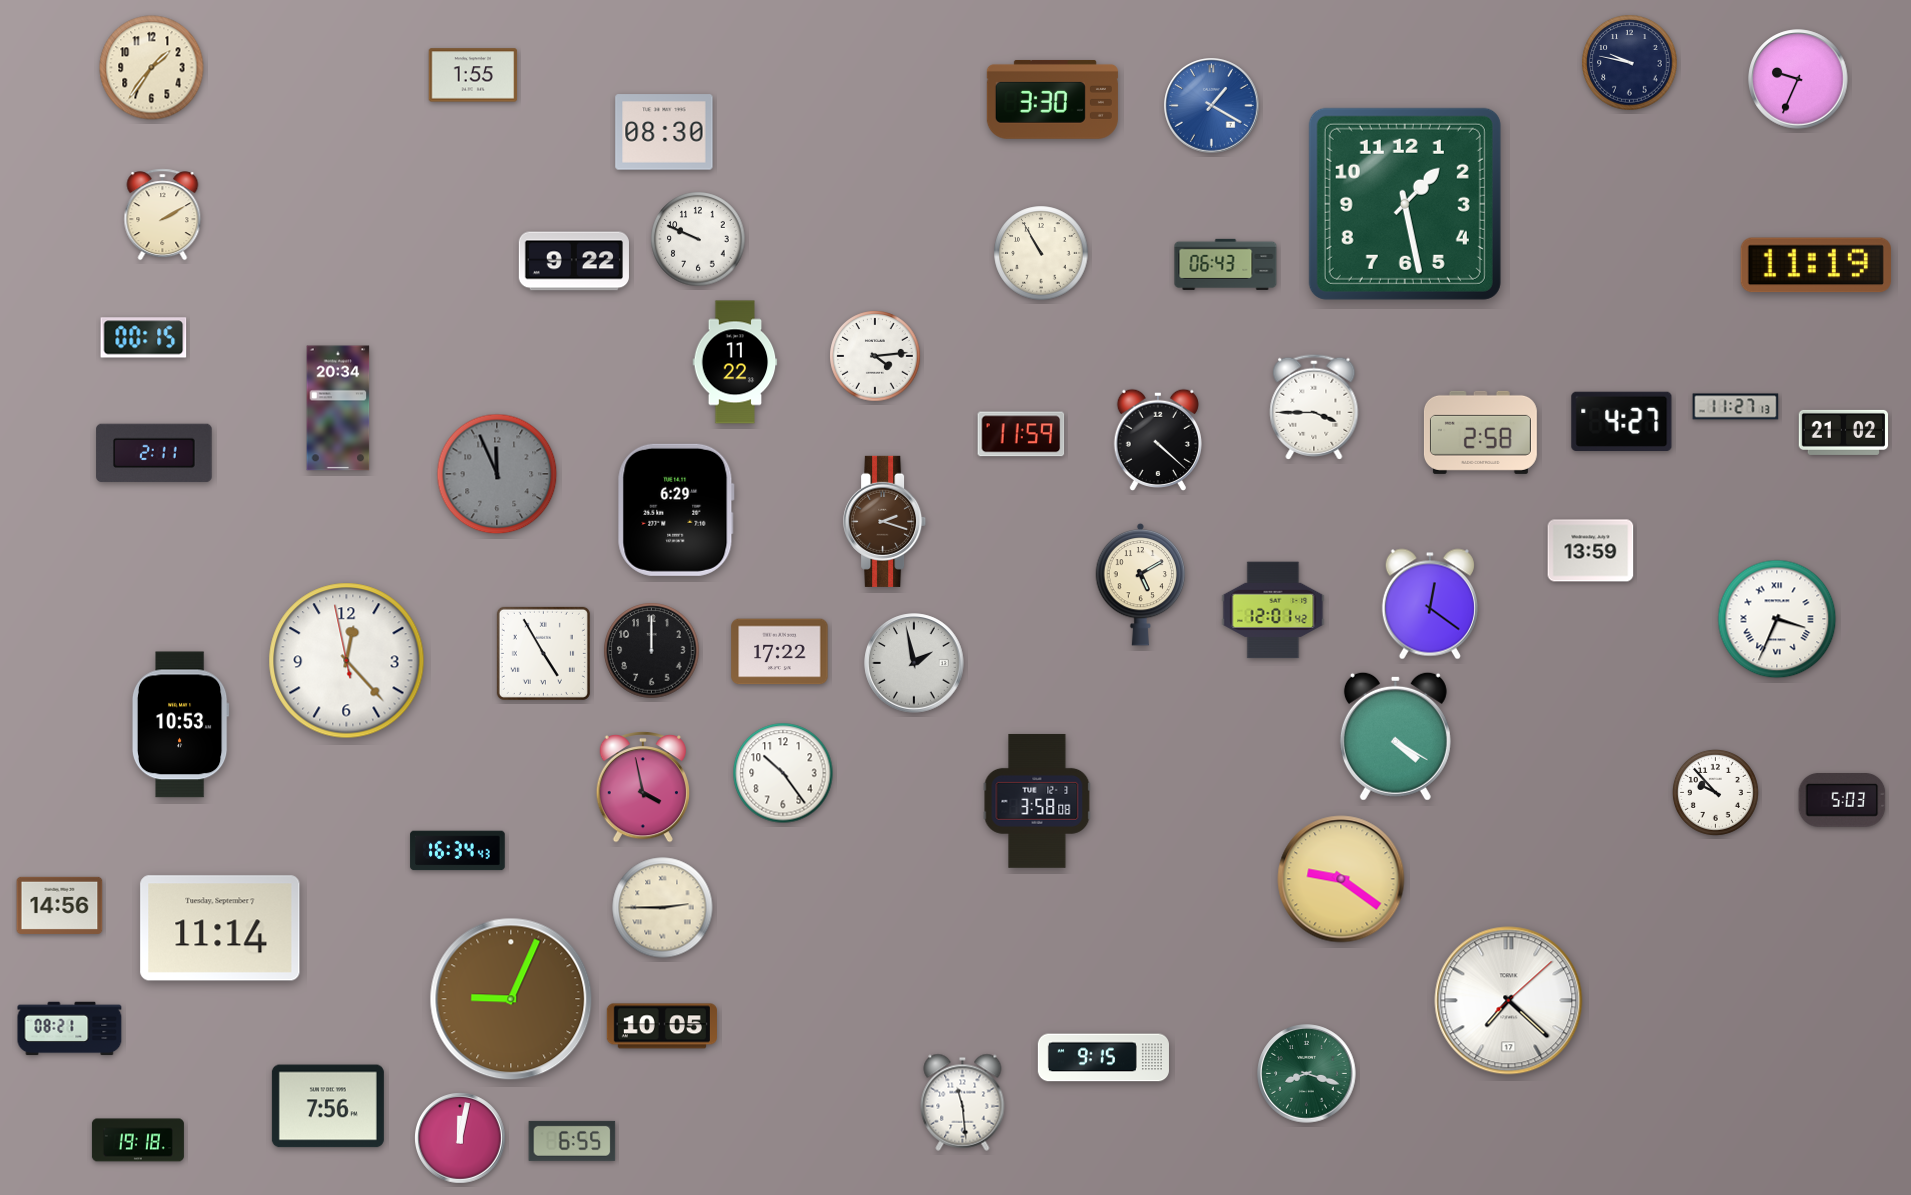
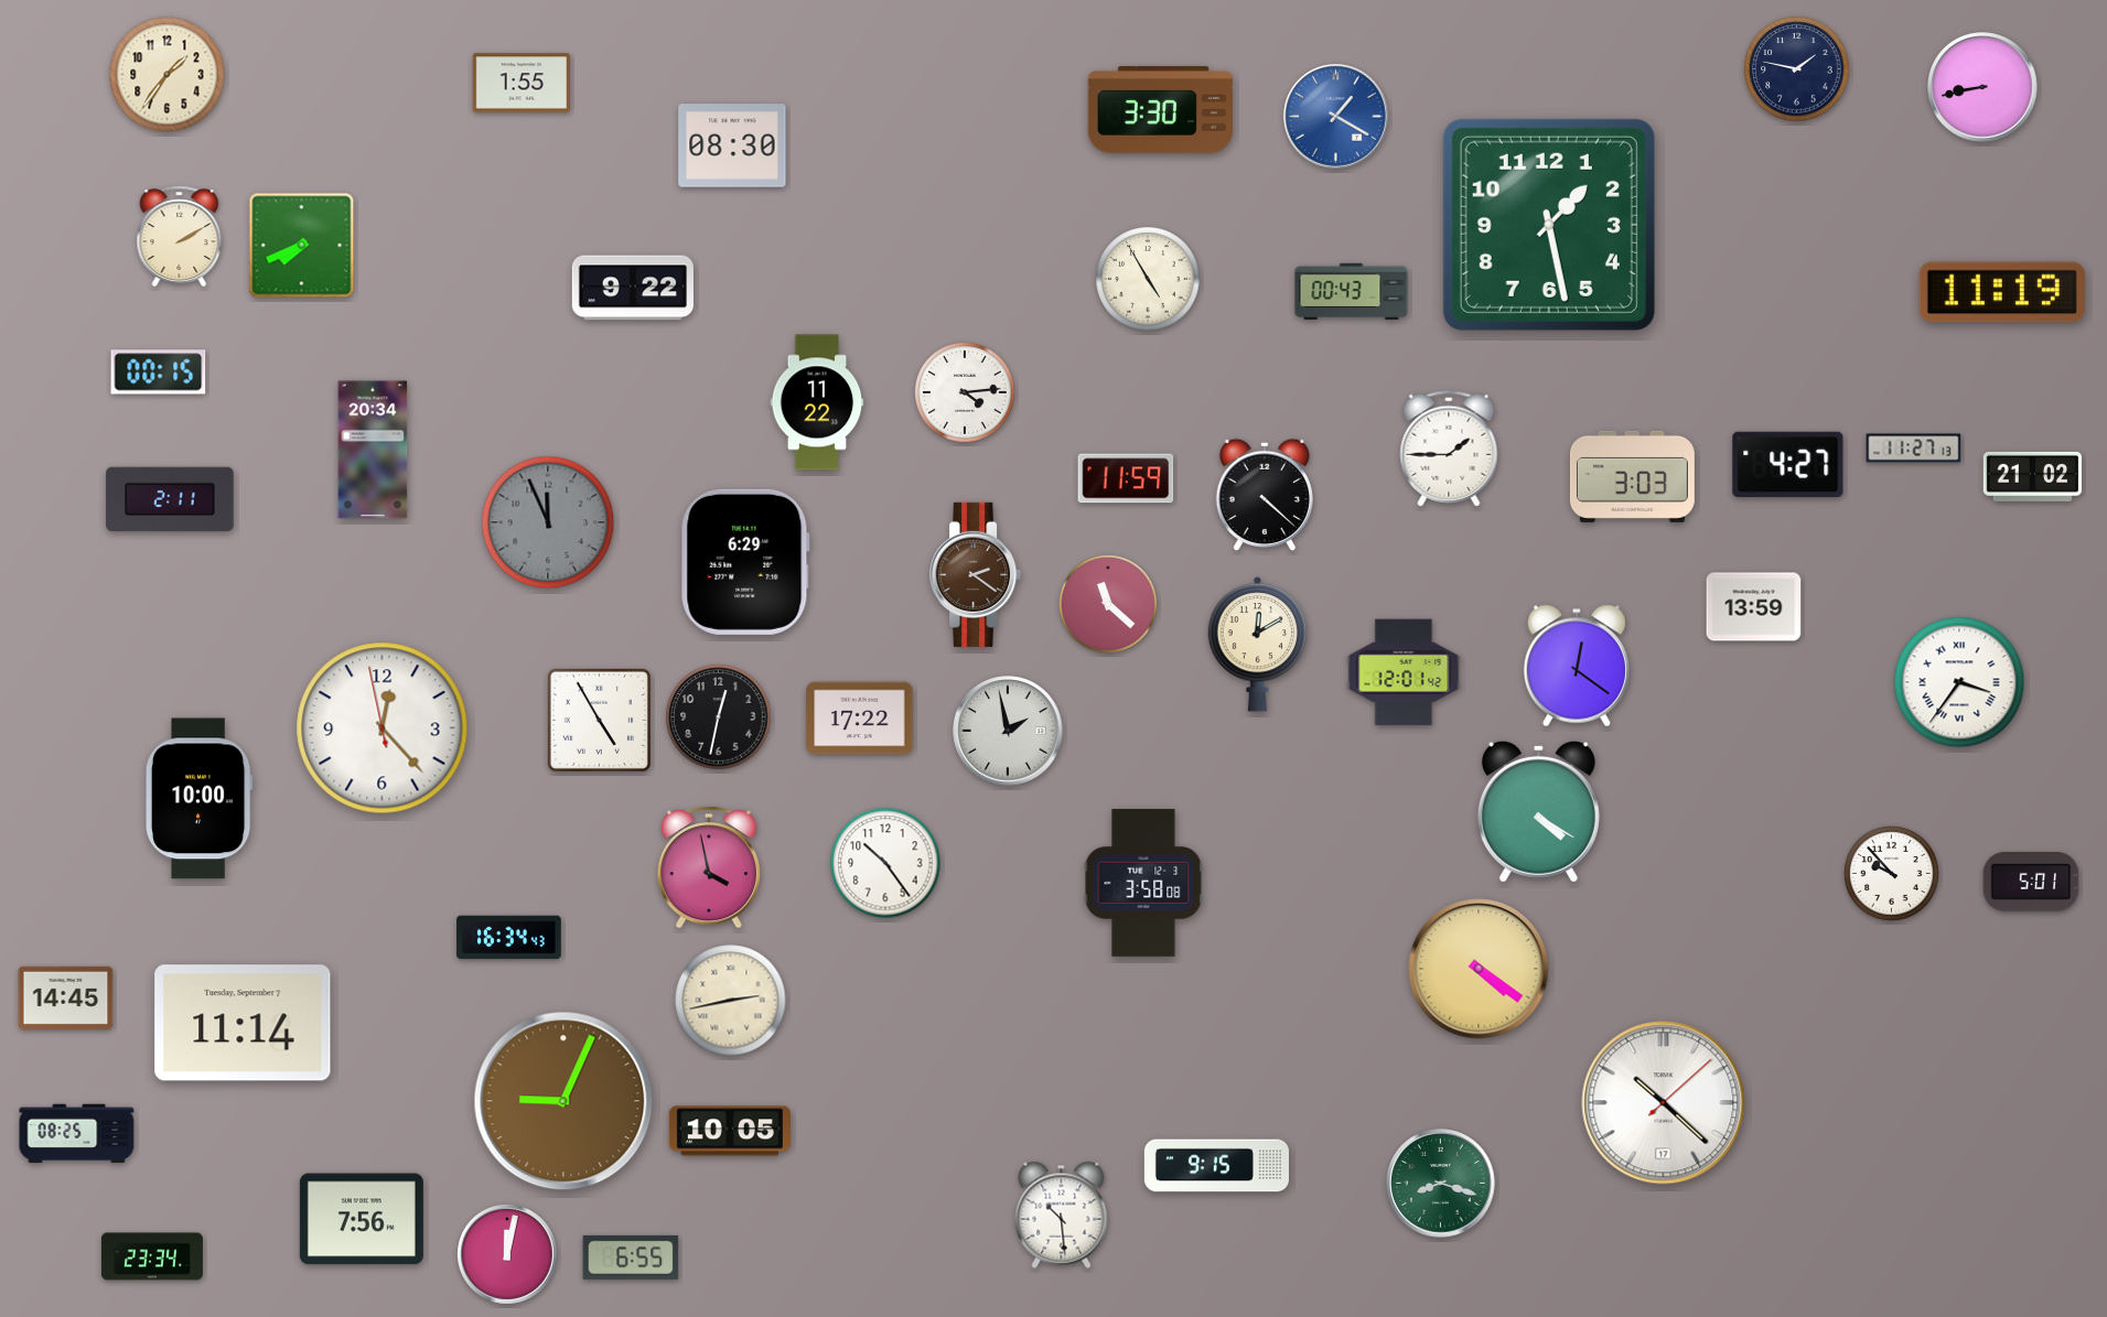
clock at (1630, 63): 9:47 -> 1:47
clock at (1798, 79): 9:34 -> 8:43
clock at (302, 246): none -> 7:41
clock at (698, 239): 9:49 -> none
clock at (1041, 253): 10:55 -> 4:55
clock at (1226, 264): 06:43 -> 00:43
clock at (735, 362) position: (735, 362) -> (817, 402)
clock at (1314, 407): 3:45 -> 1:45
clock at (1480, 432): 2:58 -> 3:03
clock at (1158, 439) position: (1158, 439) -> (1265, 494)
clock at (885, 521): 2:18 -> 2:21
clock at (1109, 605): none -> 11:22
clock at (1141, 584): 5:10 -> 12:10
clock at (1777, 619): 3:34 -> 3:36
clock at (652, 651): 12:00 -> 12:32
clock at (180, 725): 10:53 -> 10:00
clock at (783, 773) position: (783, 773) -> (885, 863)
clock at (1842, 801): 5:03 -> 5:01
clock at (458, 851) position: (458, 851) -> (509, 938)
clock at (1341, 879): 9:21 -> 4:21
clock at (60, 905): 14:56 -> 14:45
clock at (663, 908): 2:45 -> 2:43
clock at (1509, 1001): 7:22 -> 10:22
clock at (70, 1029): 08:21 -> 08:25
clock at (963, 1102): 11:29 -> 10:29
clock at (138, 1140): 19:18 -> 23:34
